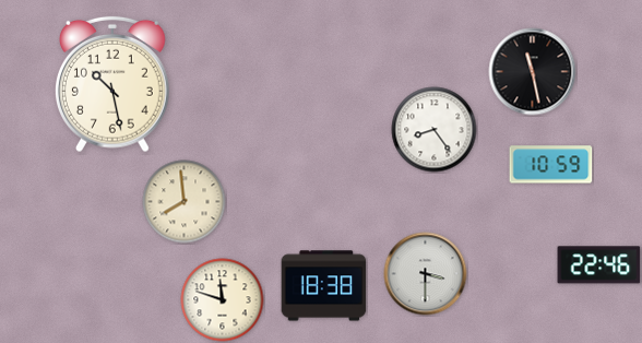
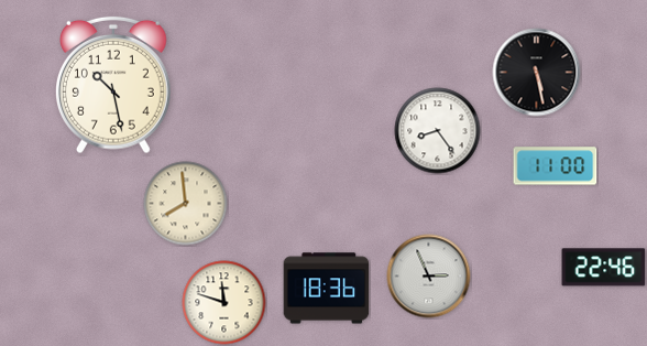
clock at (533, 72): 11:28 -> 5:28
clock at (551, 165): 10:59 -> 11:00
clock at (426, 274): 3:30 -> 2:56
clock at (324, 286): 18:38 -> 18:36
